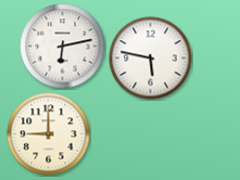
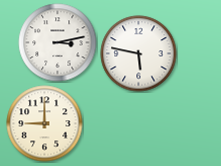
clock at (63, 47): 6:13 -> 3:13
